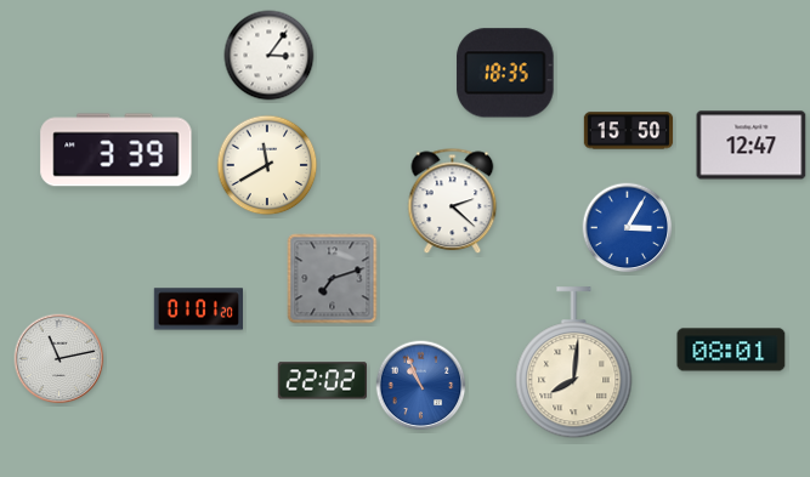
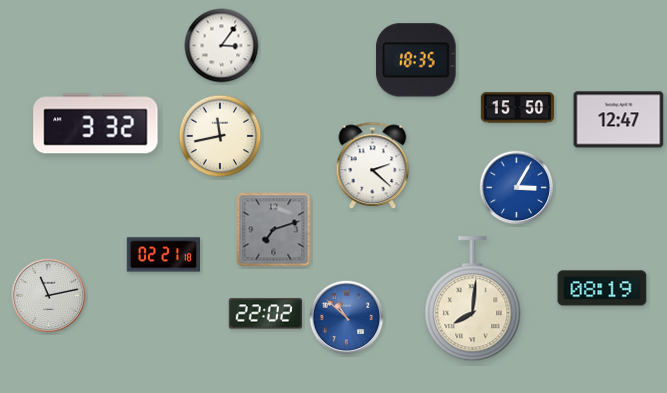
clock at (117, 151): 3:39 -> 3:32
clock at (267, 165): 11:40 -> 11:43
clock at (198, 310): 01:01 -> 02:21
clock at (731, 350): 08:01 -> 08:19
clock at (421, 386): 10:56 -> 10:52
